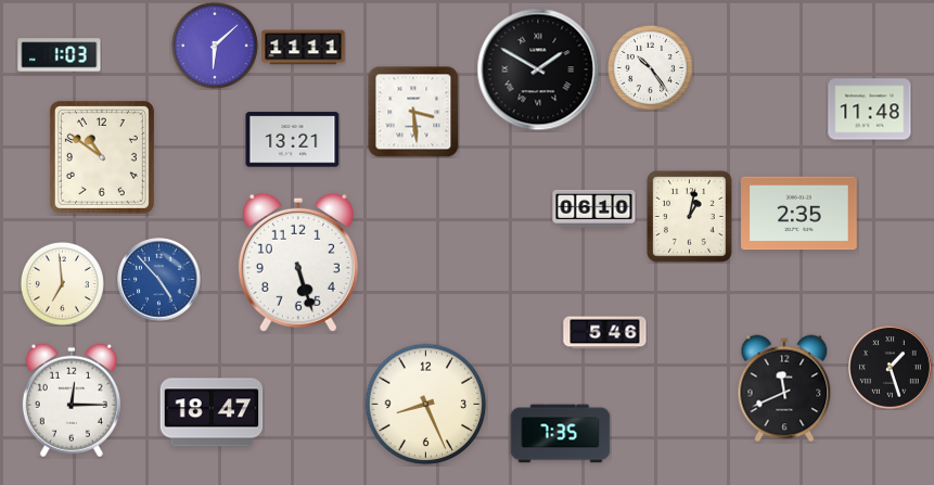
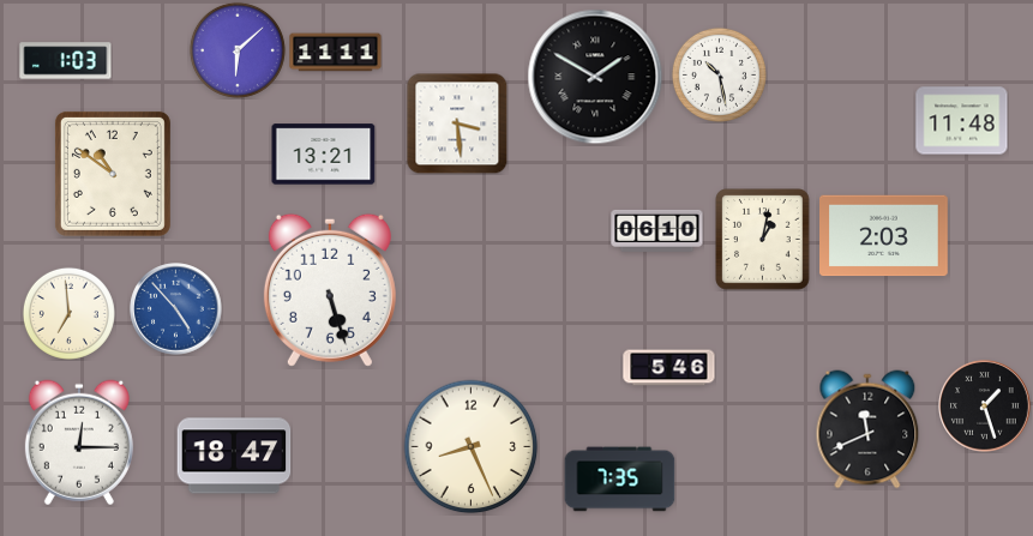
clock at (650, 67): 10:24 -> 10:28
clock at (799, 214): 2:35 -> 2:03
